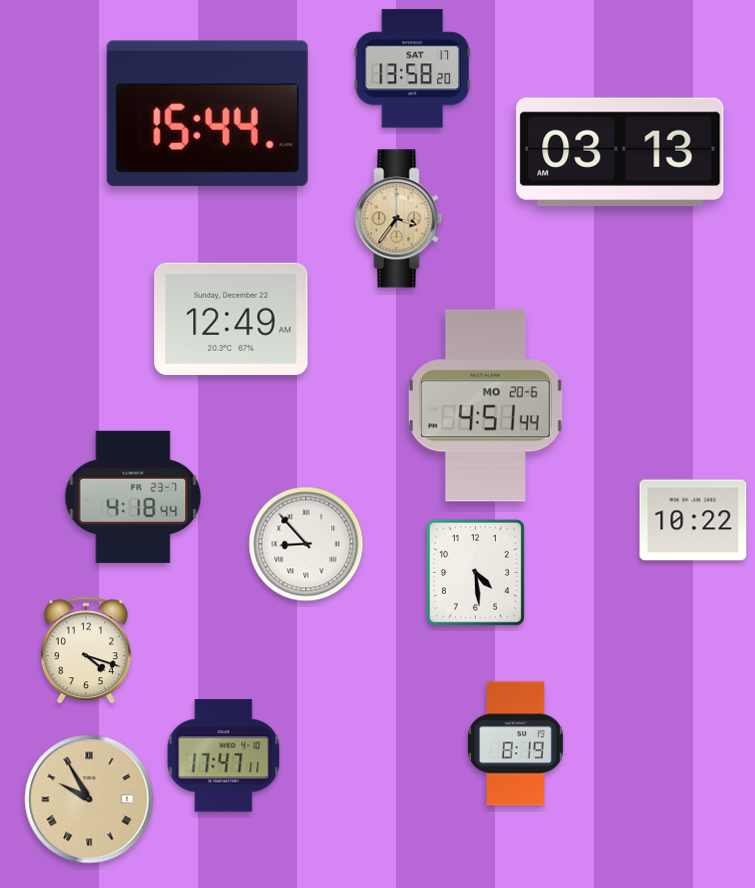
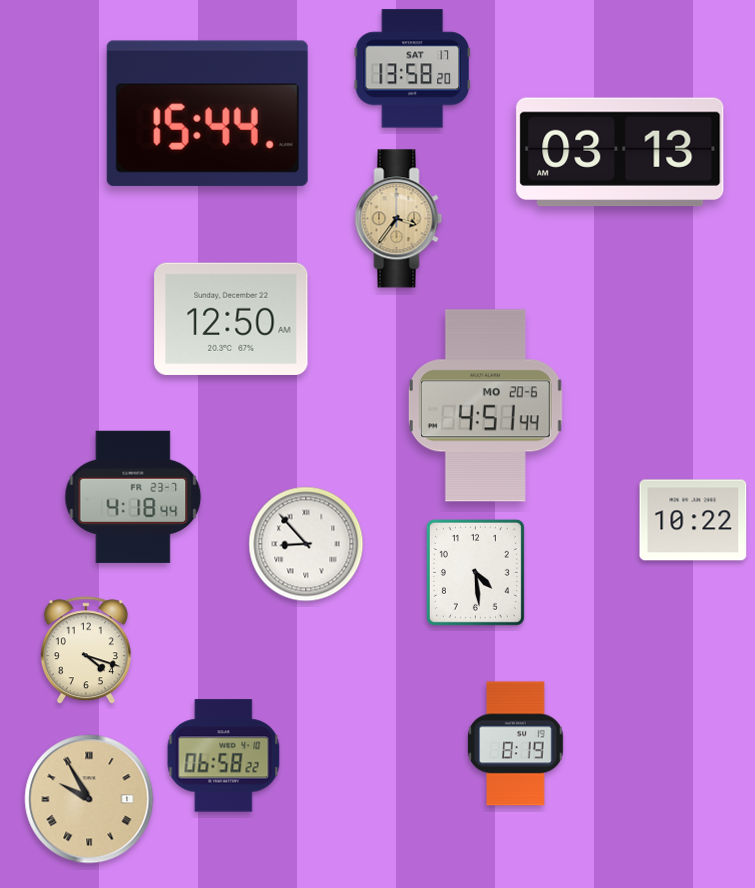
clock at (231, 319): 12:49 -> 12:50
clock at (224, 756): 17:47 -> 06:58
